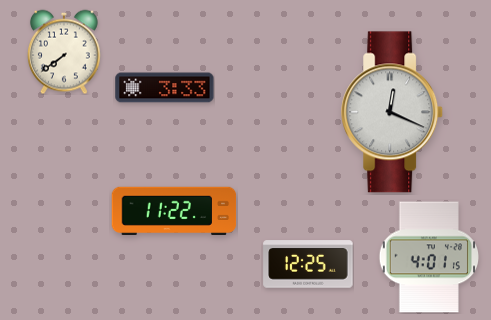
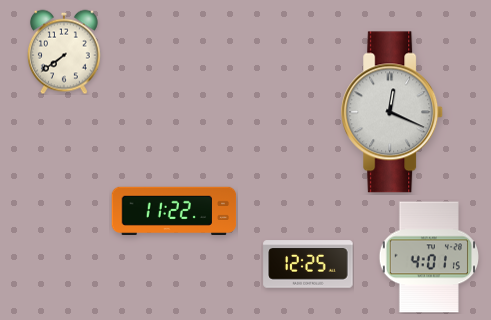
clock at (165, 88): 3:33 -> none
